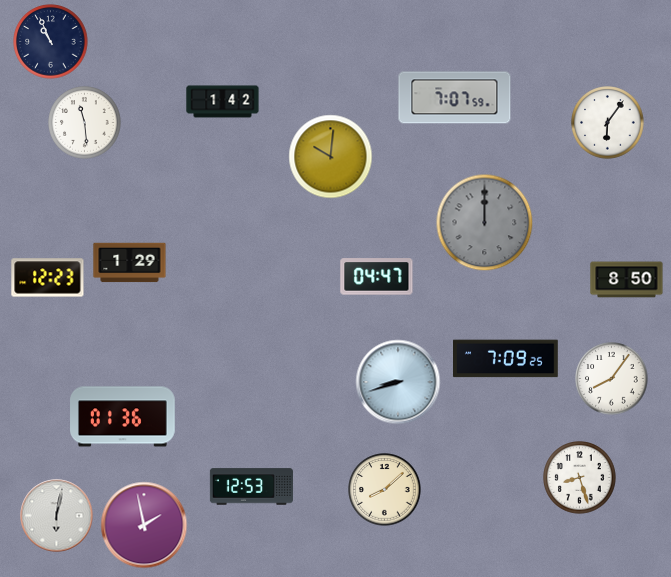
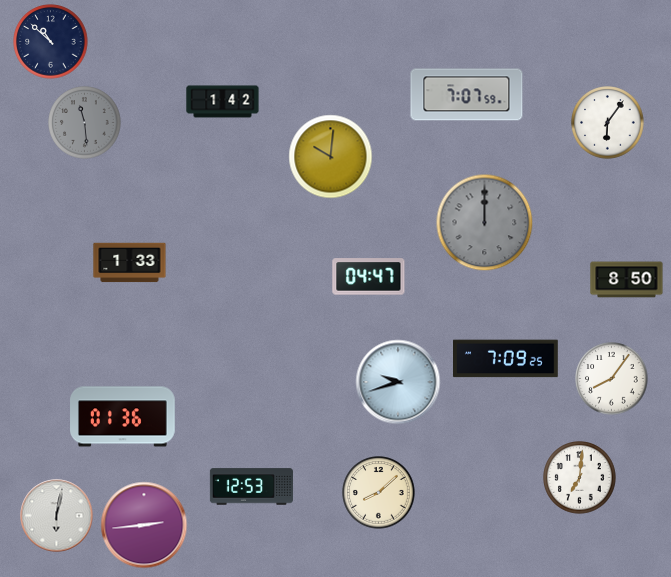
clock at (51, 42): 10:56 -> 10:52
clock at (455, 98) position: (455, 98) -> (467, 95)
clock at (85, 123) dial: white -> grey
clock at (130, 263): 1:29 -> 1:33
clock at (377, 277) position: (377, 277) -> (369, 277)
clock at (48, 278): 12:23 -> none
clock at (398, 382): 8:42 -> 9:42
clock at (580, 478): 8:27 -> 7:01
clock at (385, 490) position: (385, 490) -> (379, 493)
clock at (144, 525): 1:58 -> 2:44
